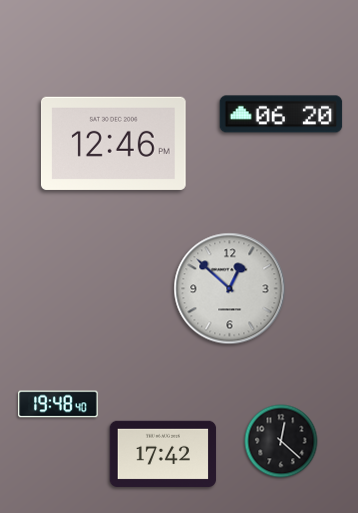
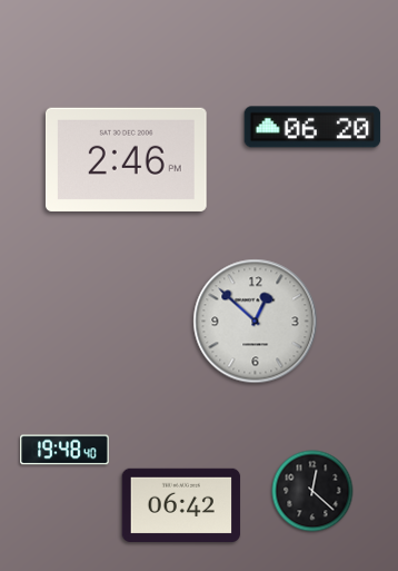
clock at (113, 143): 12:46 -> 2:46
clock at (163, 454): 17:42 -> 06:42
